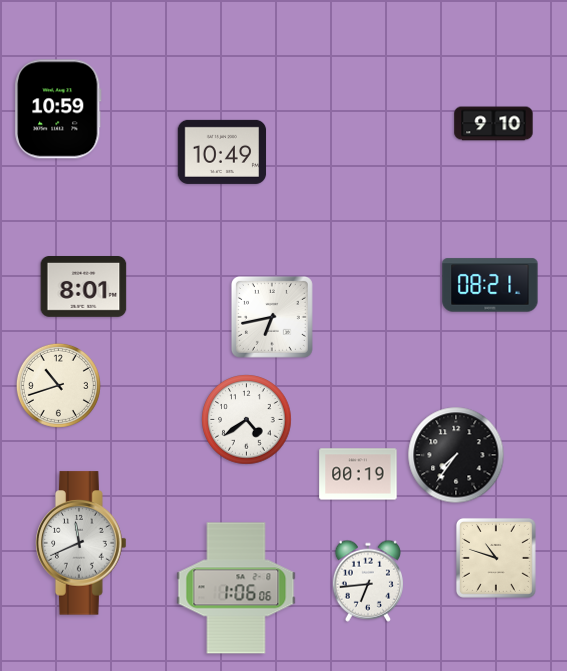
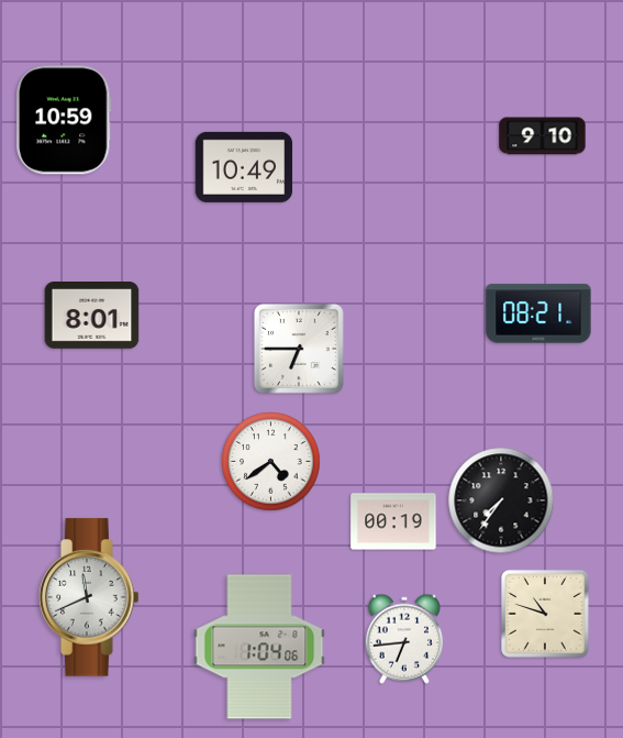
clock at (272, 317): 6:43 -> 6:45
clock at (58, 385): 10:42 -> none
clock at (236, 588): 1:06 -> 1:04
